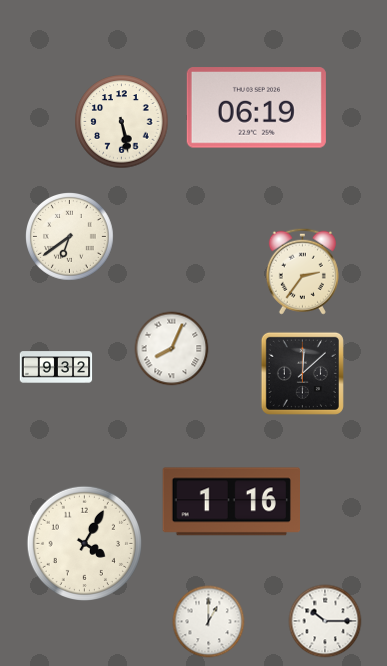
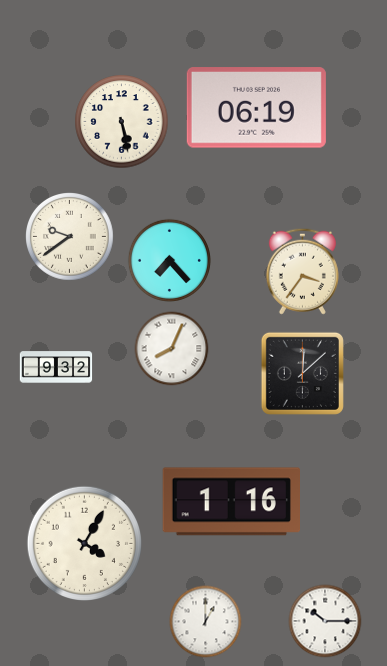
clock at (70, 237): 6:39 -> 9:39
clock at (169, 260): none -> 7:23
clock at (302, 271): 2:36 -> 3:36
clock at (209, 622) position: (209, 622) -> (206, 622)
